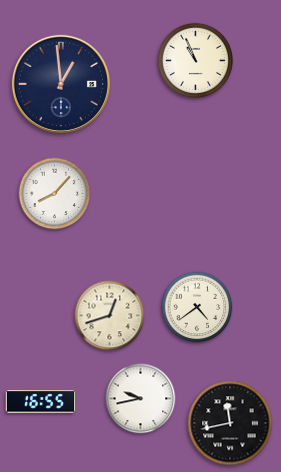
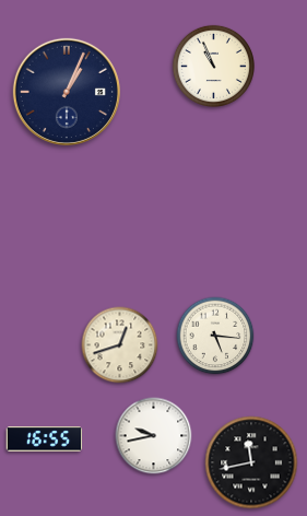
clock at (61, 84): 12:59 -> 1:04
clock at (55, 194): 8:07 -> none
clock at (197, 307): 4:39 -> 5:16
